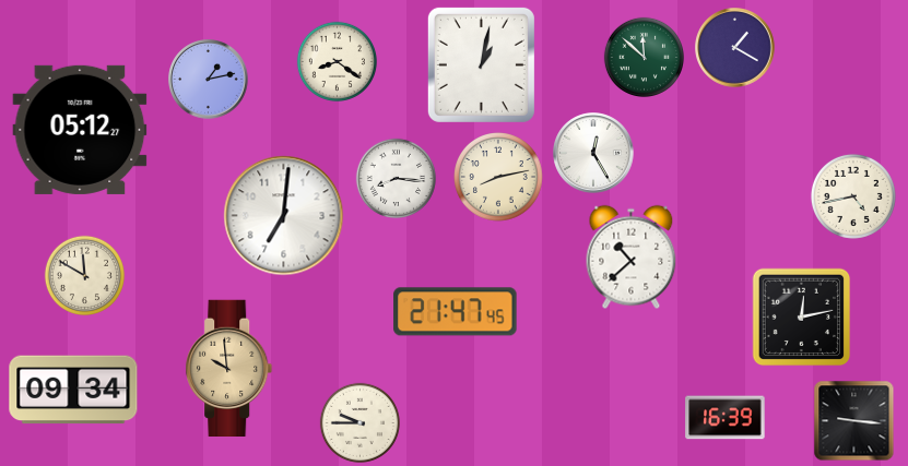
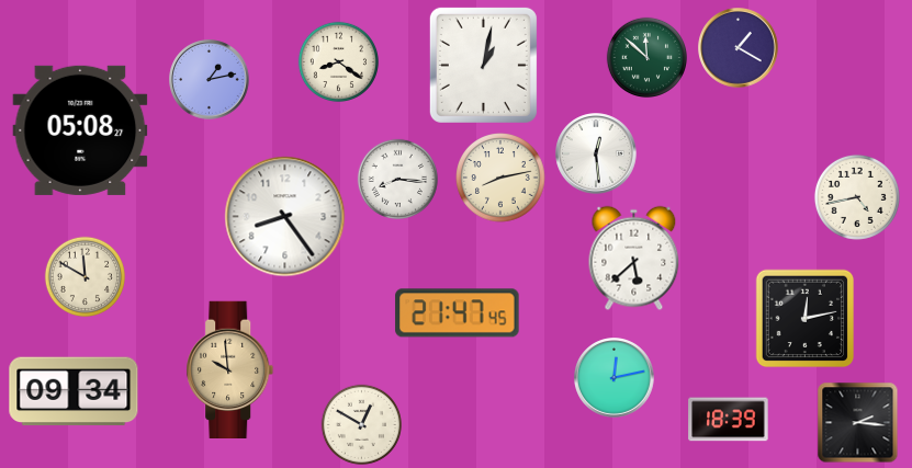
clock at (80, 130): 05:12 -> 05:08
clock at (593, 153): 12:25 -> 12:29
clock at (284, 216): 7:01 -> 8:24
clock at (632, 258): 10:38 -> 5:38
clock at (615, 378): none -> 12:13
clock at (726, 418): 16:39 -> 18:39
clock at (854, 421): 9:16 -> 2:16
clock at (359, 422): 9:45 -> 12:50
